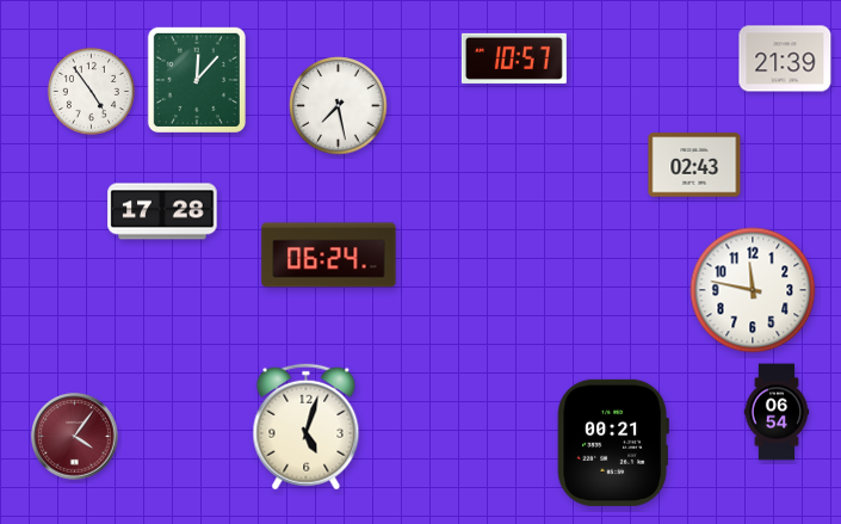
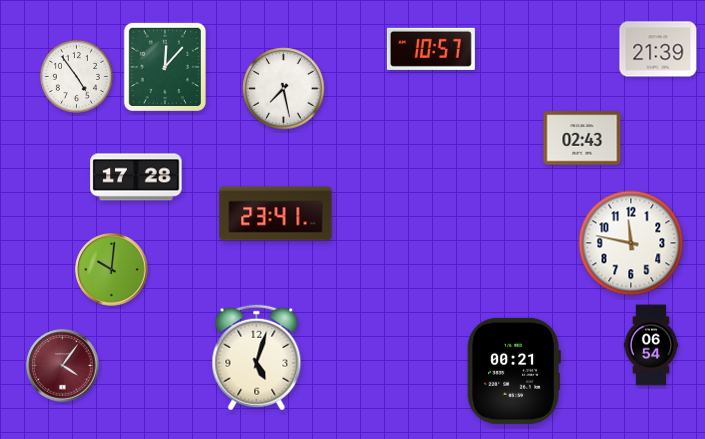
clock at (329, 255): 06:24 -> 23:41
clock at (112, 270): none -> 10:01
